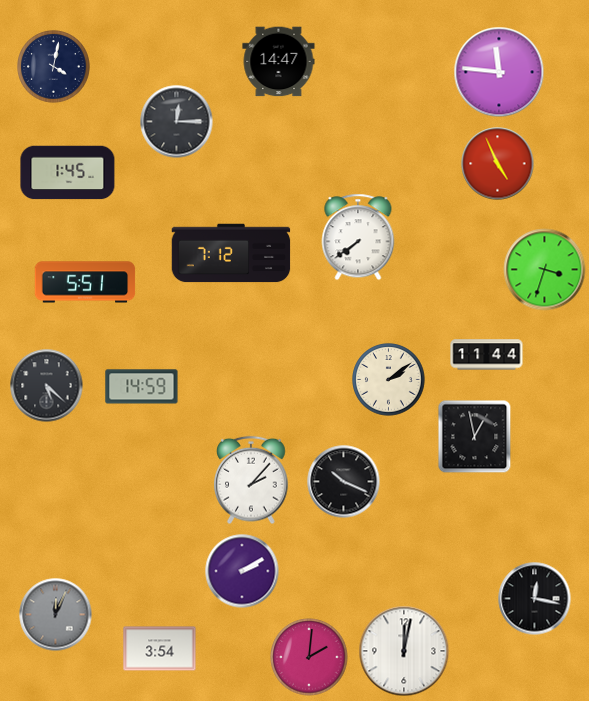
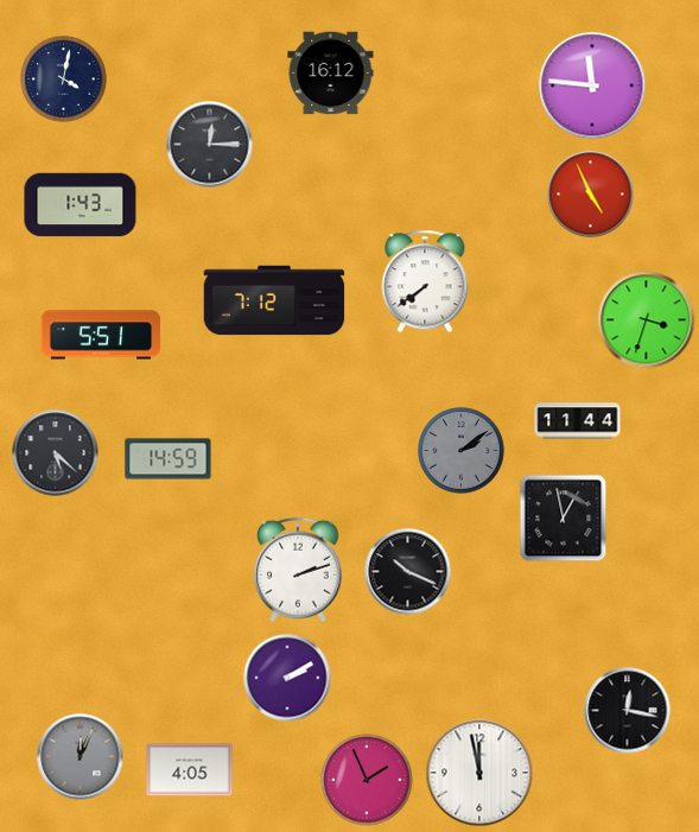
clock at (279, 62): 14:47 -> 16:12
clock at (68, 173): 1:45 -> 1:43
clock at (389, 380) dial: cream -> grey
clock at (47, 386) position: (47, 386) -> (56, 453)
clock at (251, 480): 2:07 -> 2:12
clock at (535, 599) position: (535, 599) -> (628, 711)
clock at (56, 615) position: (56, 615) -> (81, 757)
clock at (160, 649): 3:54 -> 4:05
clock at (404, 651): 12:02 -> 11:58
clock at (309, 657): 2:01 -> 1:56
